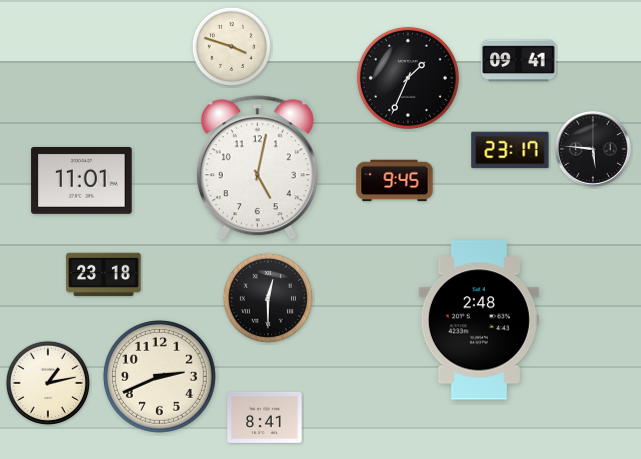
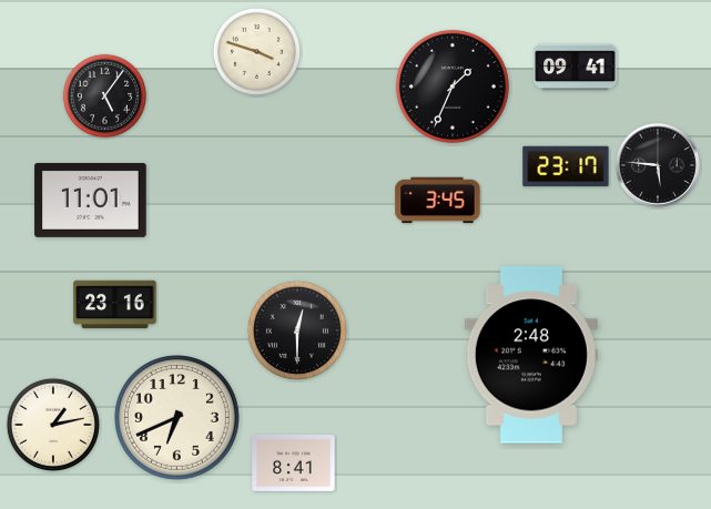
clock at (105, 96): none -> 5:06
clock at (257, 168): 5:02 -> none
clock at (395, 181): 9:45 -> 3:45
clock at (104, 275): 23:18 -> 23:16
clock at (159, 376): 2:41 -> 6:41
